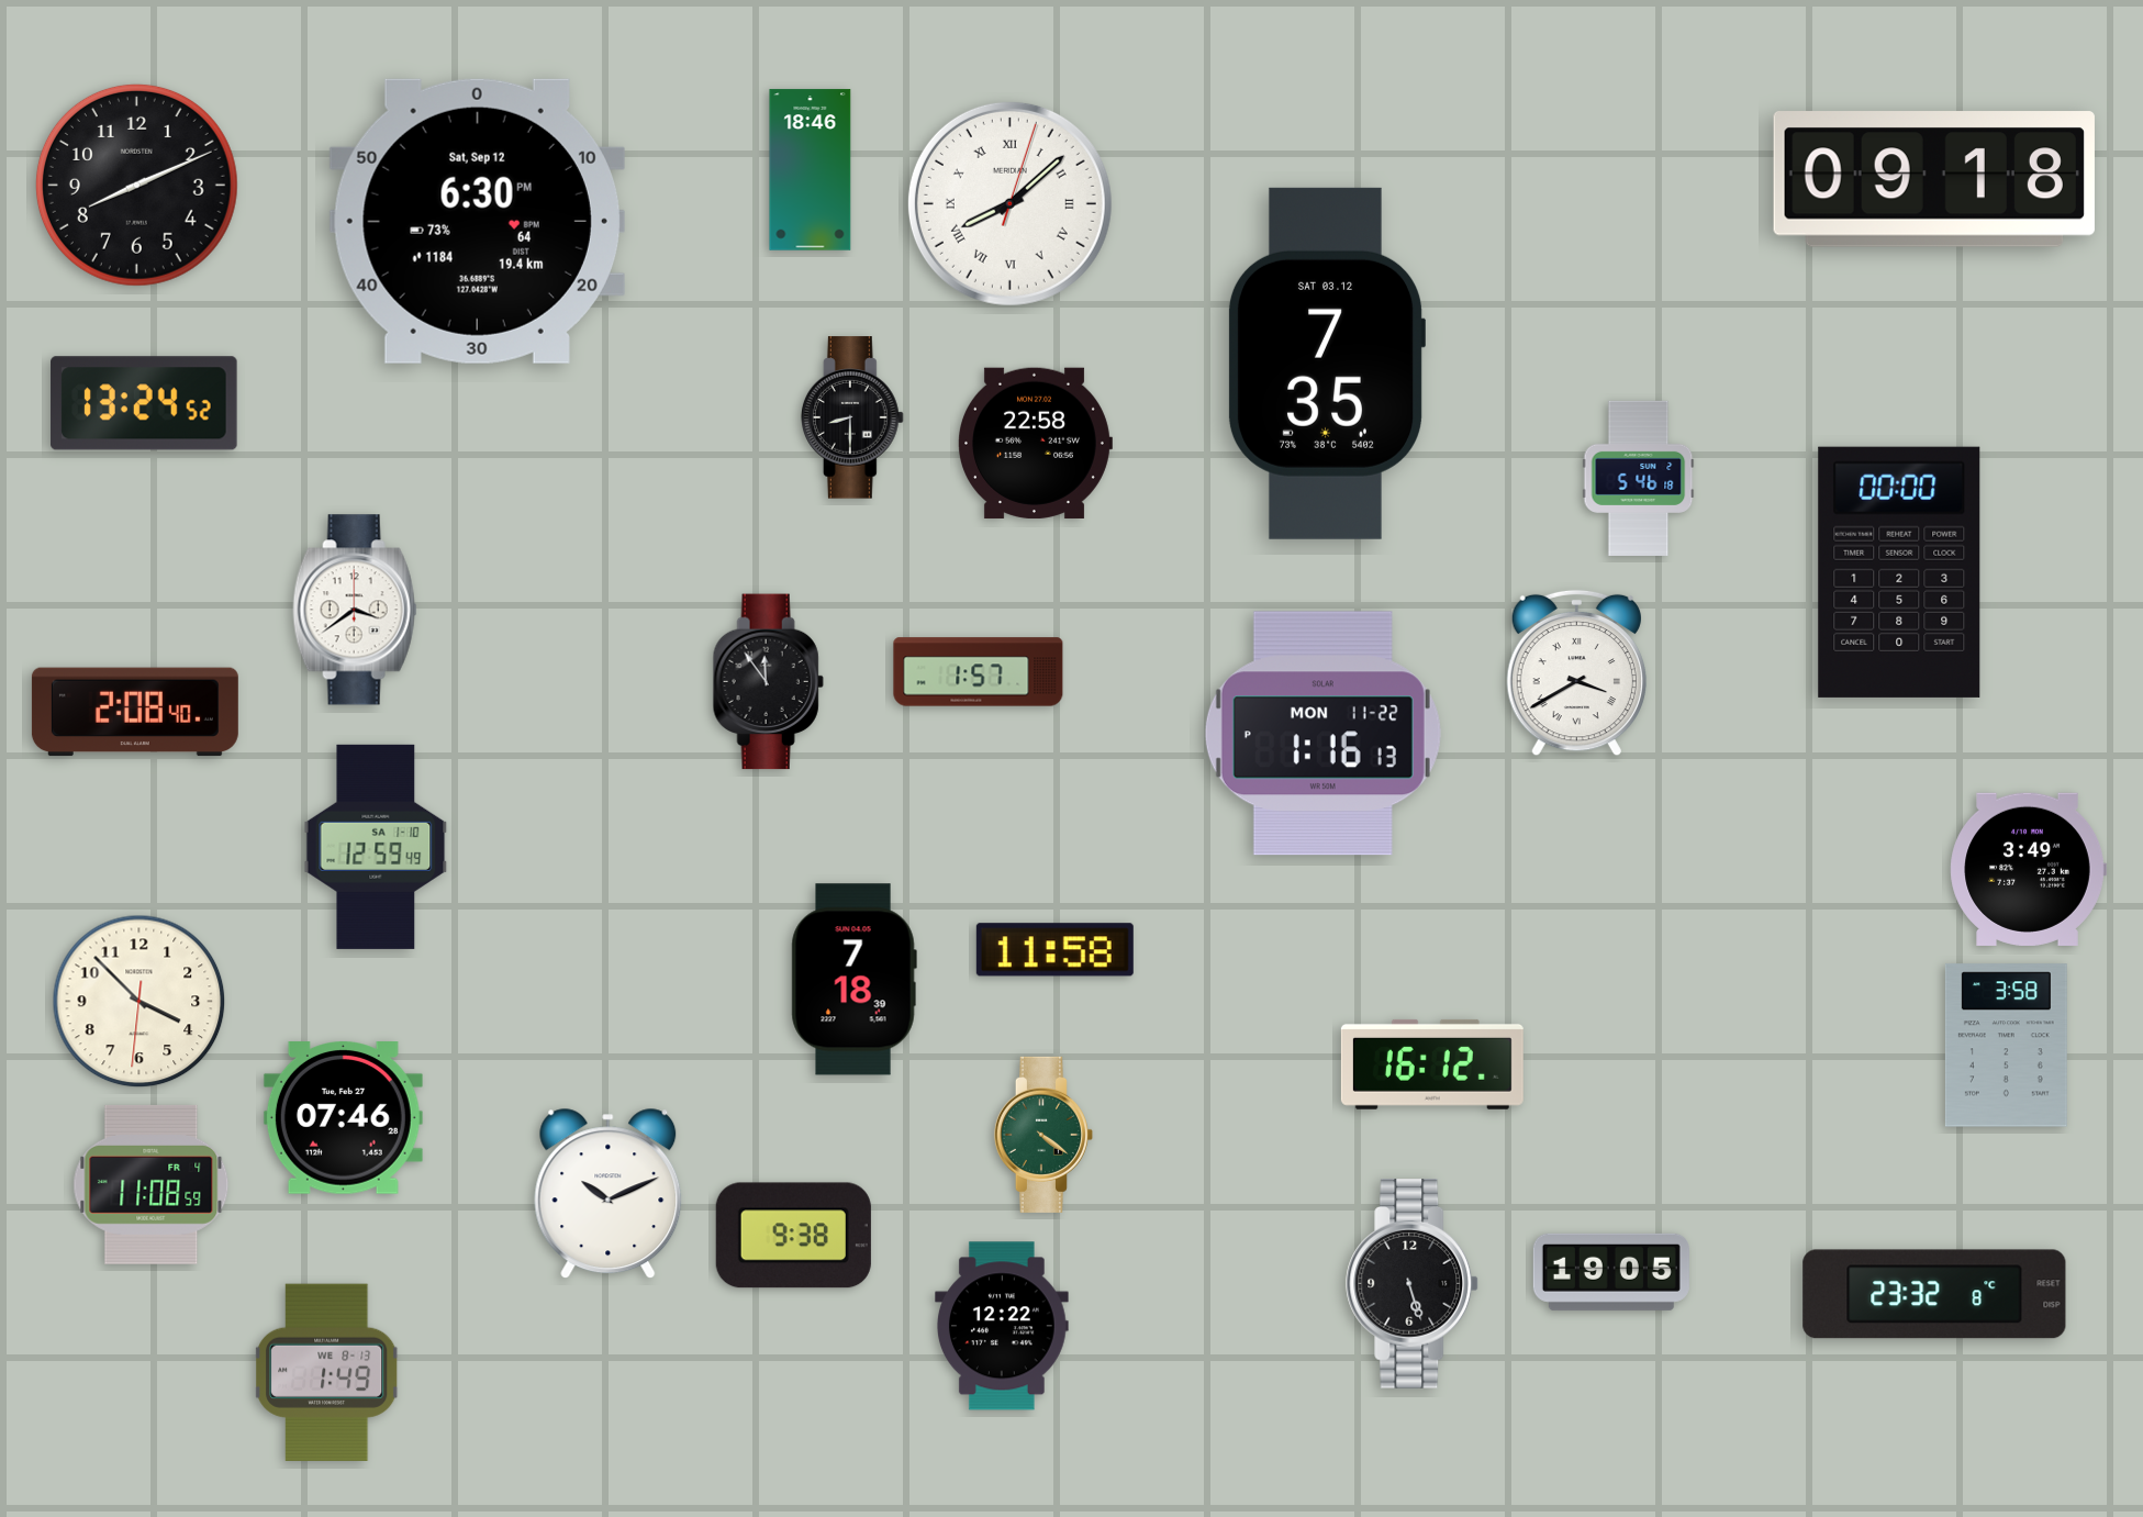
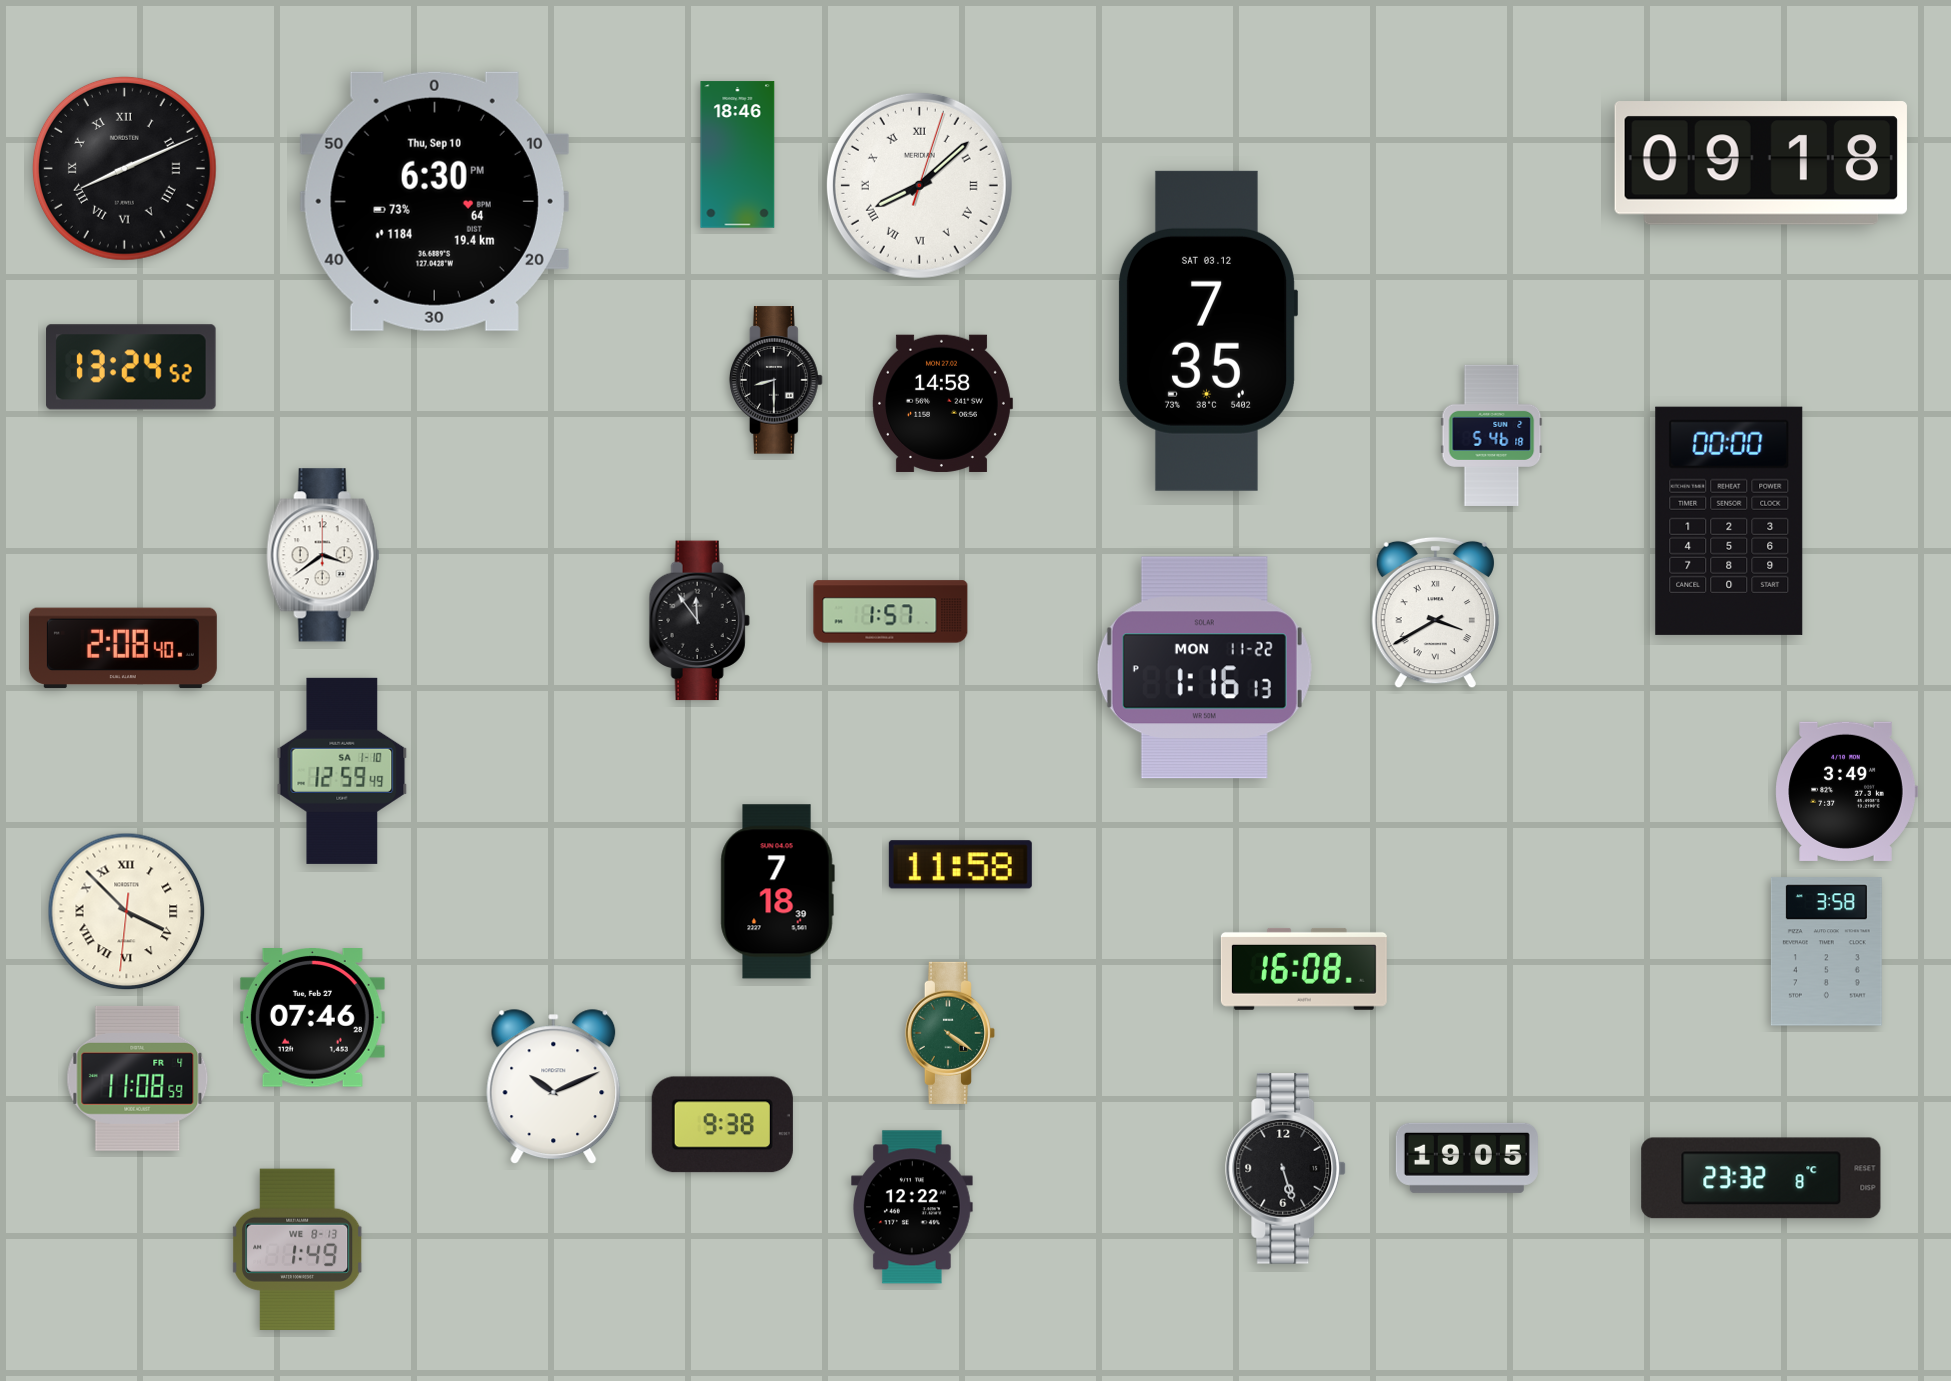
clock at (136, 185) numerals: Arabic -> Roman
clock at (477, 221) date: Sat, Sep 12 -> Thu, Sep 10
clock at (1036, 443): 22:58 -> 14:58
clock at (139, 1002) numerals: Arabic -> Roman
clock at (1432, 1064): 16:12 -> 16:08
